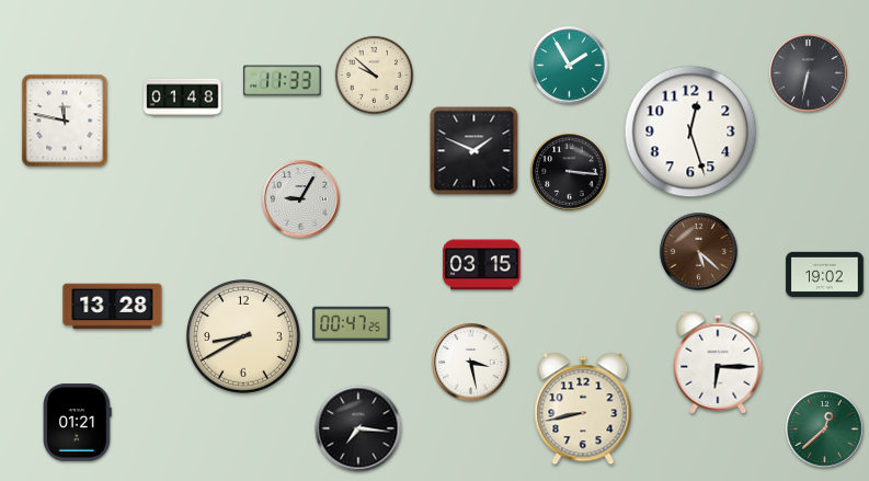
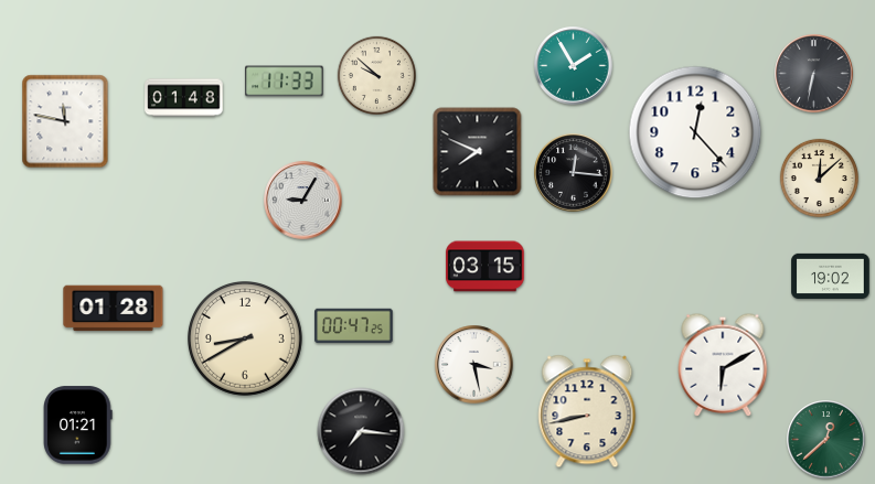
clock at (690, 131): 12:27 -> 12:23
clock at (474, 151): 1:49 -> 7:49
clock at (570, 172): 3:16 -> 12:16
clock at (819, 178): none -> 12:08
clock at (699, 252): 5:22 -> none
clock at (113, 307): 13:28 -> 01:28
clock at (718, 363): 6:15 -> 6:10
clock at (825, 430) position: (825, 430) -> (826, 440)
